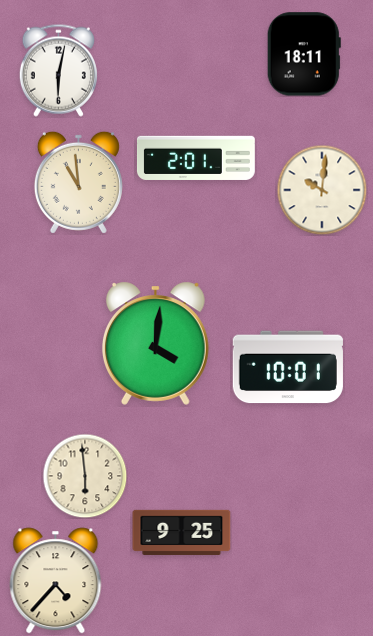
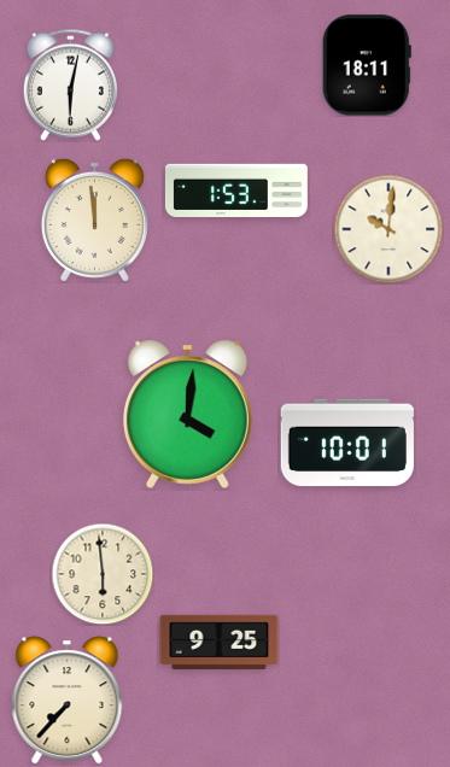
clock at (196, 158): 2:01 -> 1:53
clock at (78, 182): 10:59 -> 11:59
clock at (56, 581): 4:37 -> 7:37
